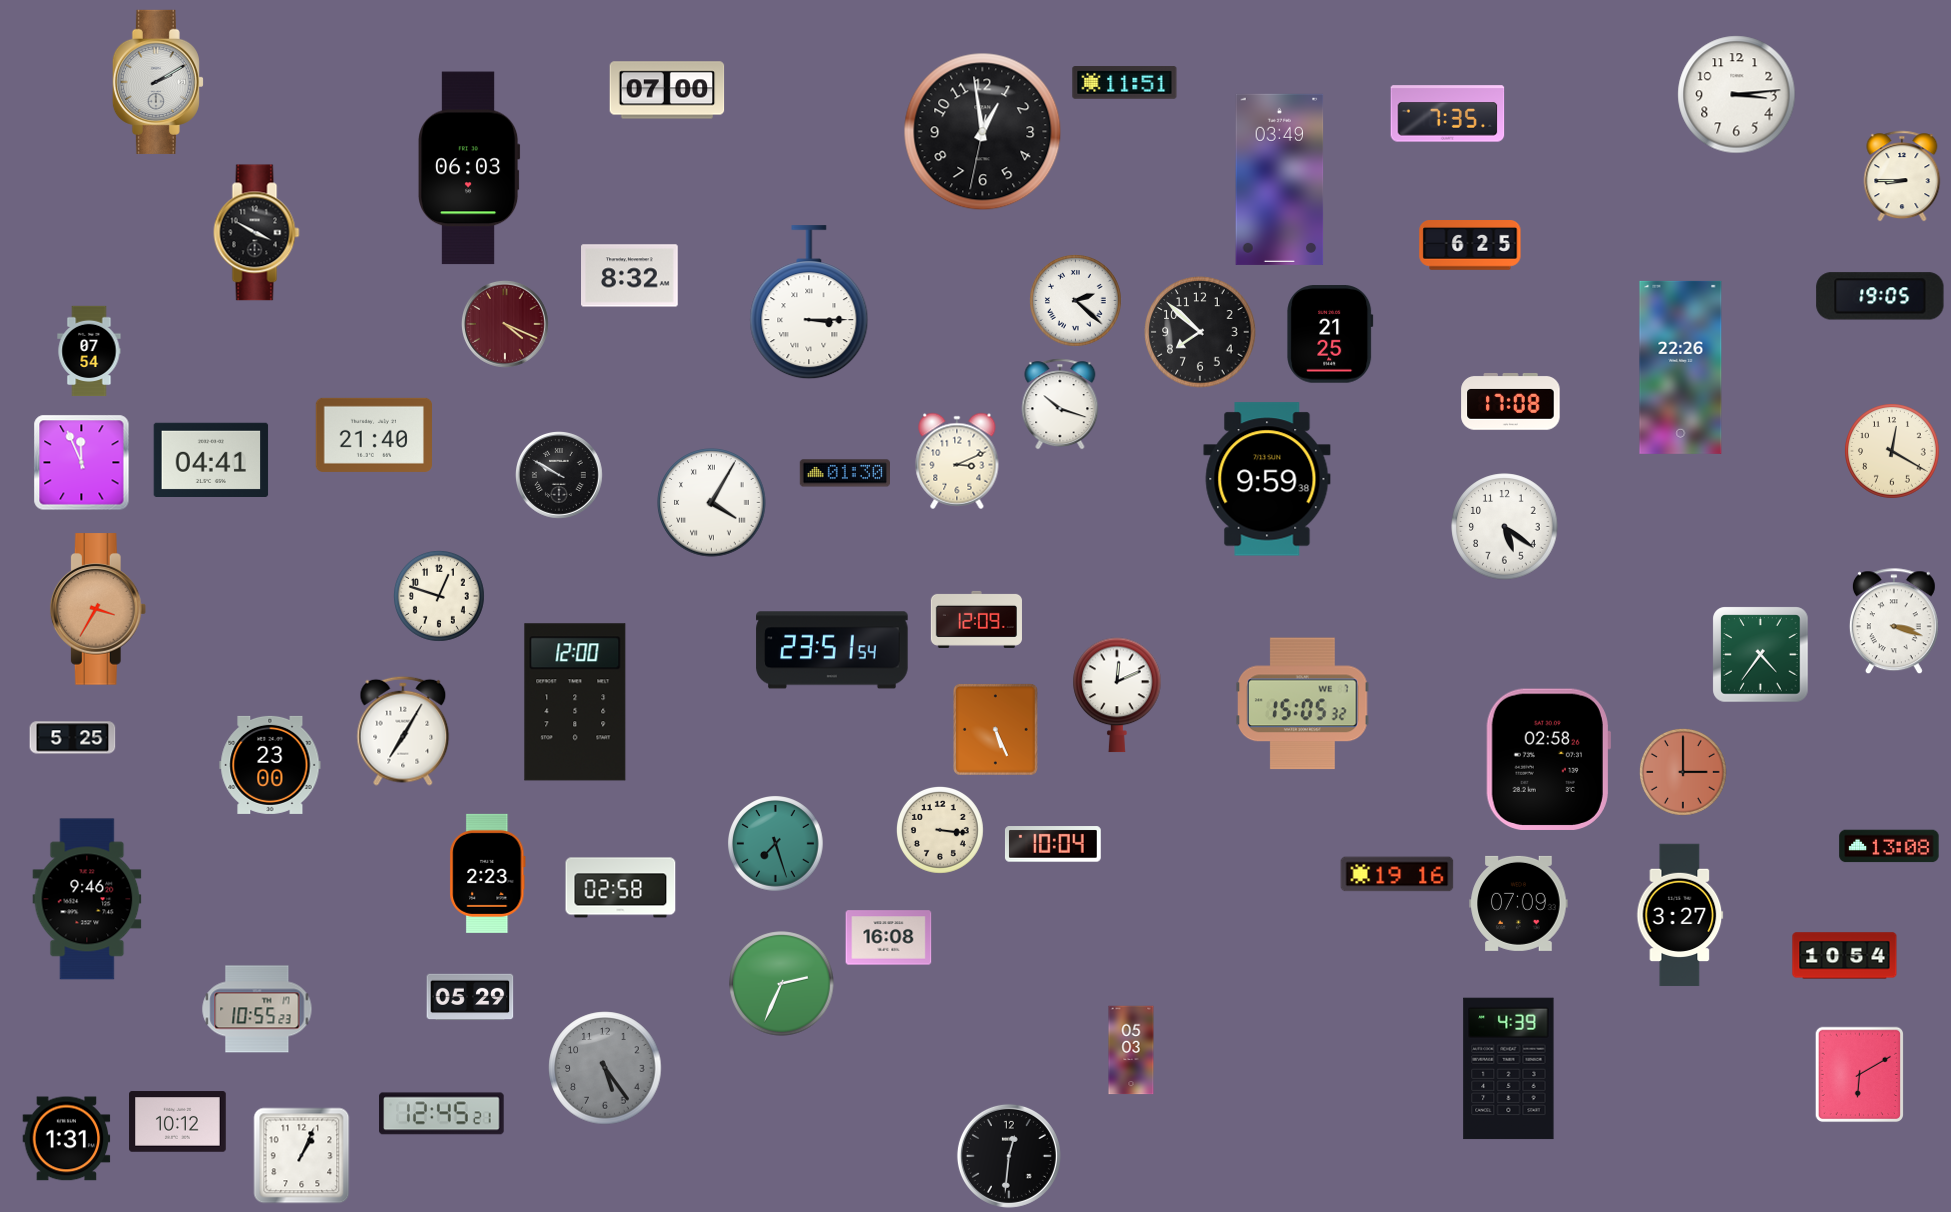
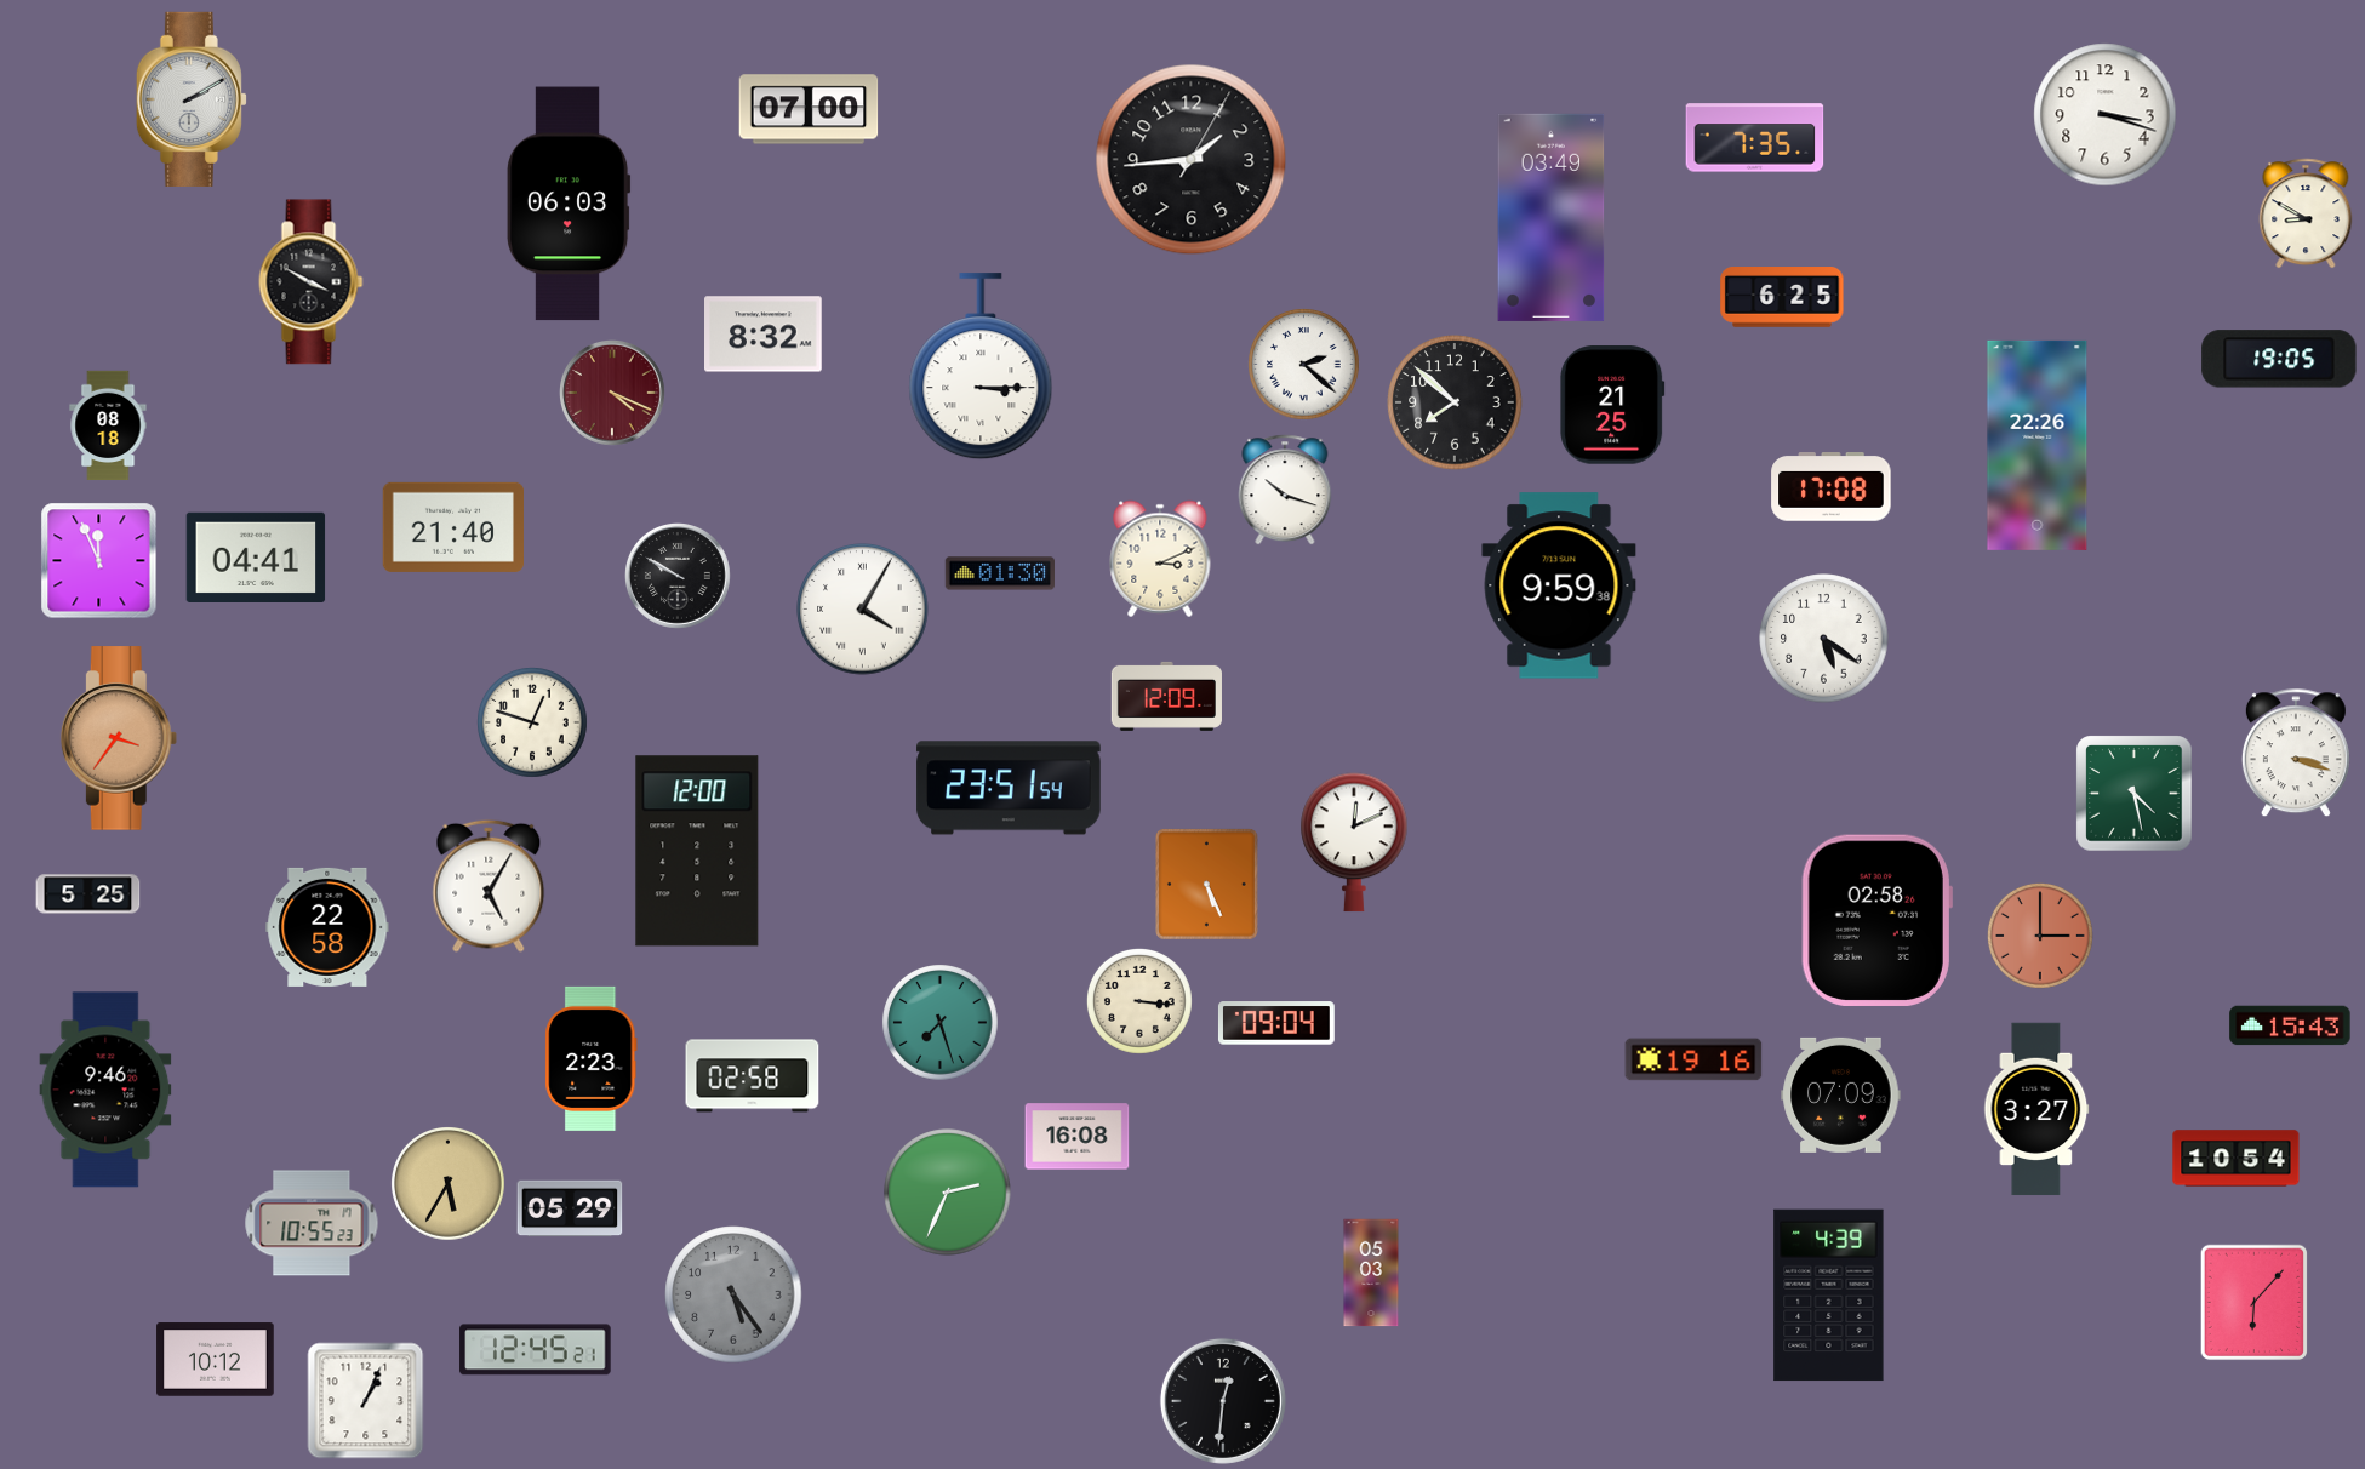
clock at (1125, 83): 11:51 -> none
clock at (1737, 95): 3:14 -> 3:18
clock at (983, 132): 12:58 -> 1:44
clock at (1902, 176): 8:45 -> 8:50
clock at (89, 351): 07:54 -> 08:18
clock at (1893, 452): 12:20 -> none
clock at (844, 473) position: (844, 473) -> (999, 573)
clock at (1267, 479) position: (1267, 479) -> (1559, 585)
clock at (98, 609): 3:35 -> 3:36
clock at (976, 619) position: (976, 619) -> (1166, 696)
clock at (1761, 655): 4:36 -> 4:28
clock at (1303, 704): 15:05 -> none
clock at (403, 731): 7:05 -> 5:05
clock at (270, 765): 23:00 -> 22:58
clock at (940, 830) position: (940, 830) -> (1139, 1001)
clock at (1053, 844): 10:04 -> 09:04
clock at (1889, 846): 13:08 -> 15:43
clock at (449, 1184): none -> 5:35
clock at (1859, 1075): 6:10 -> 6:07
clock at (67, 1139): 1:31 -> none
